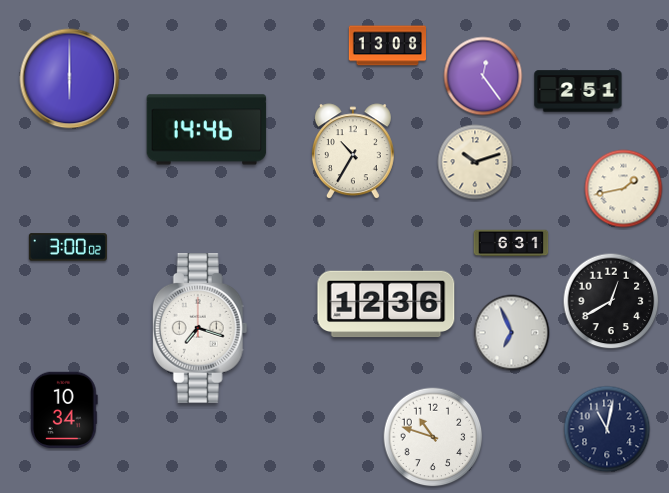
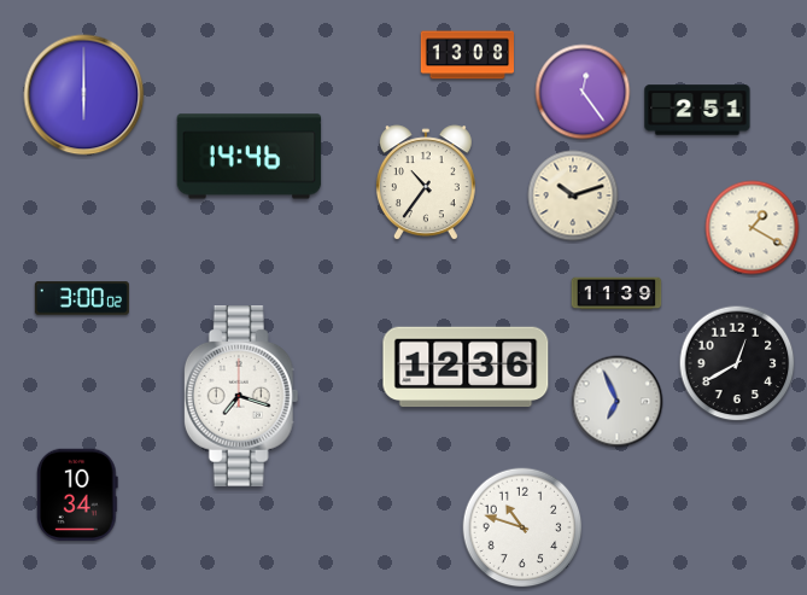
clock at (353, 152): 10:35 -> 10:36
clock at (624, 189): 1:43 -> 1:20
clock at (511, 243): 6:31 -> 11:39
clock at (607, 429): 11:02 -> none
